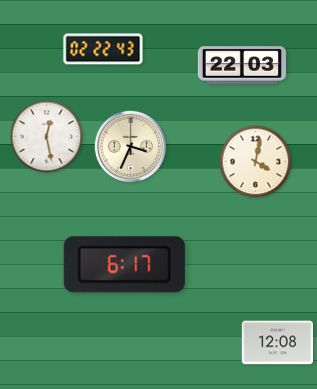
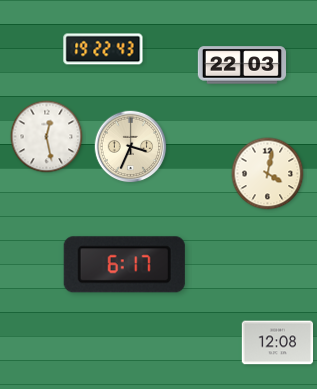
clock at (103, 49): 02:22 -> 19:22
clock at (256, 162) position: (256, 162) -> (268, 174)
